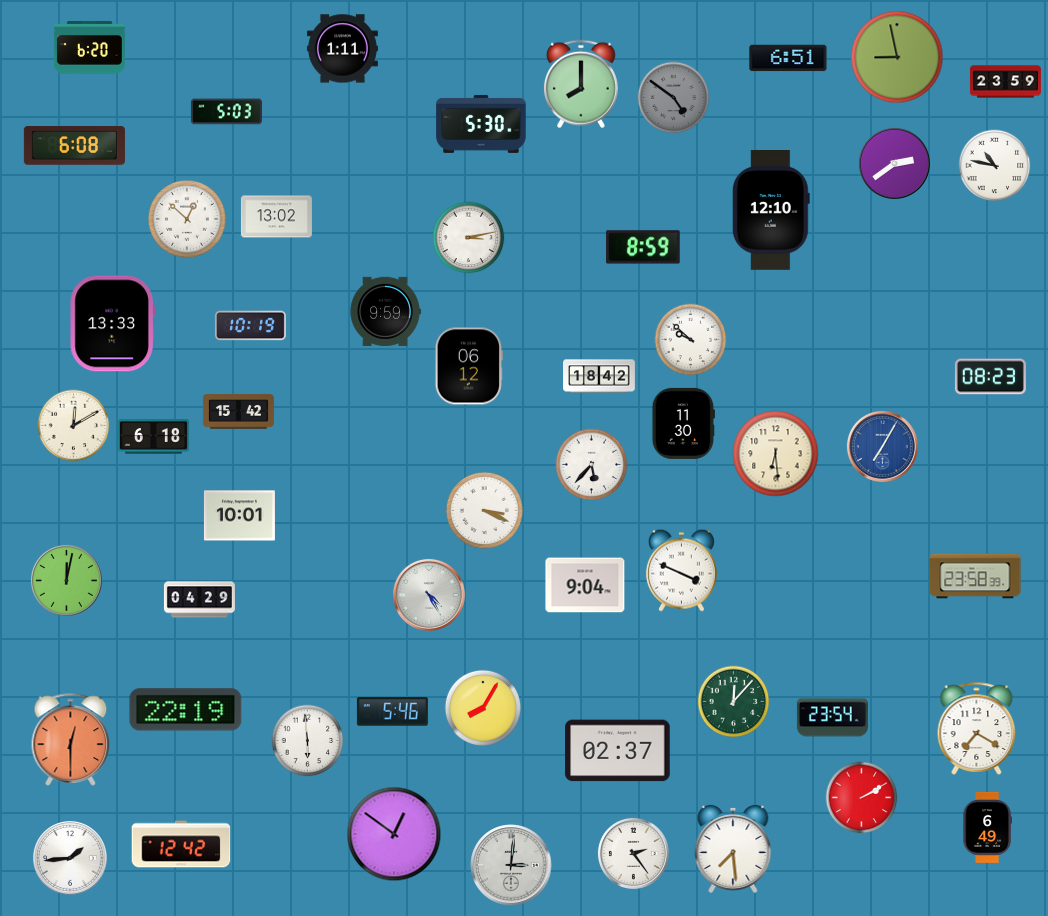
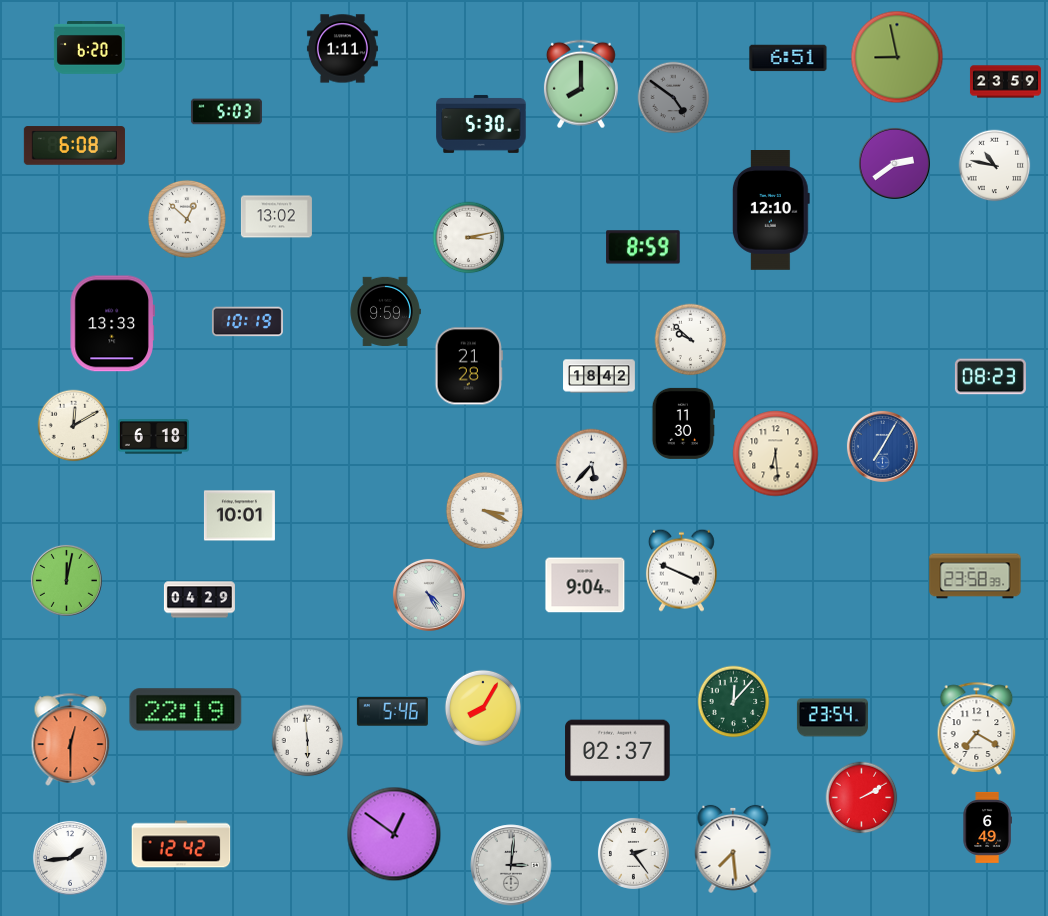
clock at (250, 326) position: (250, 326) -> (247, 322)
clock at (468, 366): 06:12 -> 21:28
clock at (238, 412): 15:42 -> none
